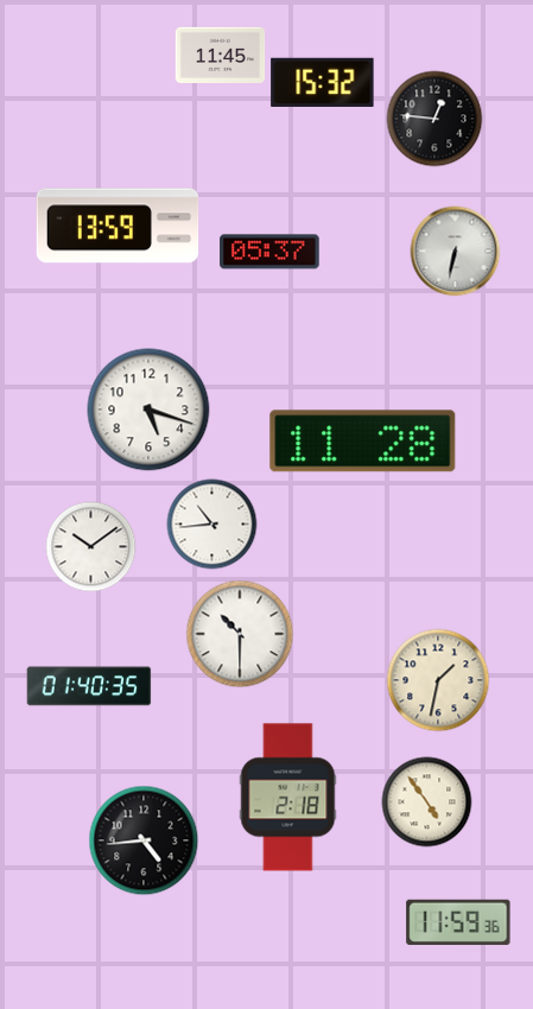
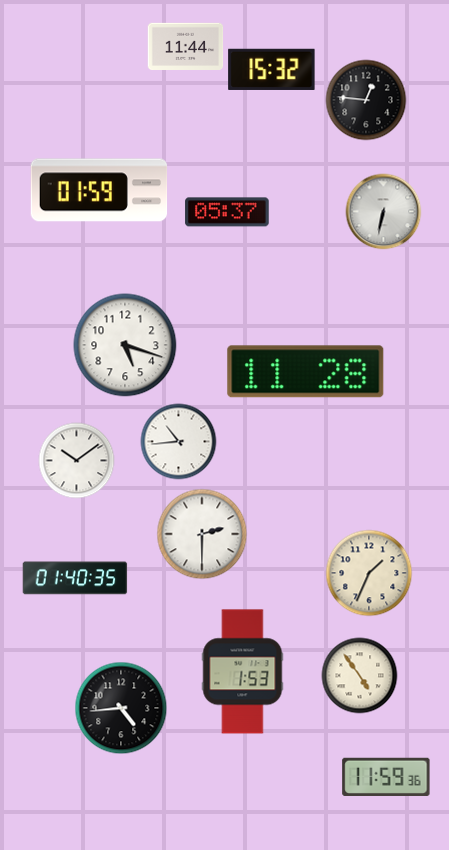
clock at (221, 55): 11:45 -> 11:44
clock at (118, 226): 13:59 -> 01:59
clock at (240, 634): 10:30 -> 2:30
clock at (438, 680): 1:32 -> 1:34
clock at (288, 798): 2:18 -> 1:53
